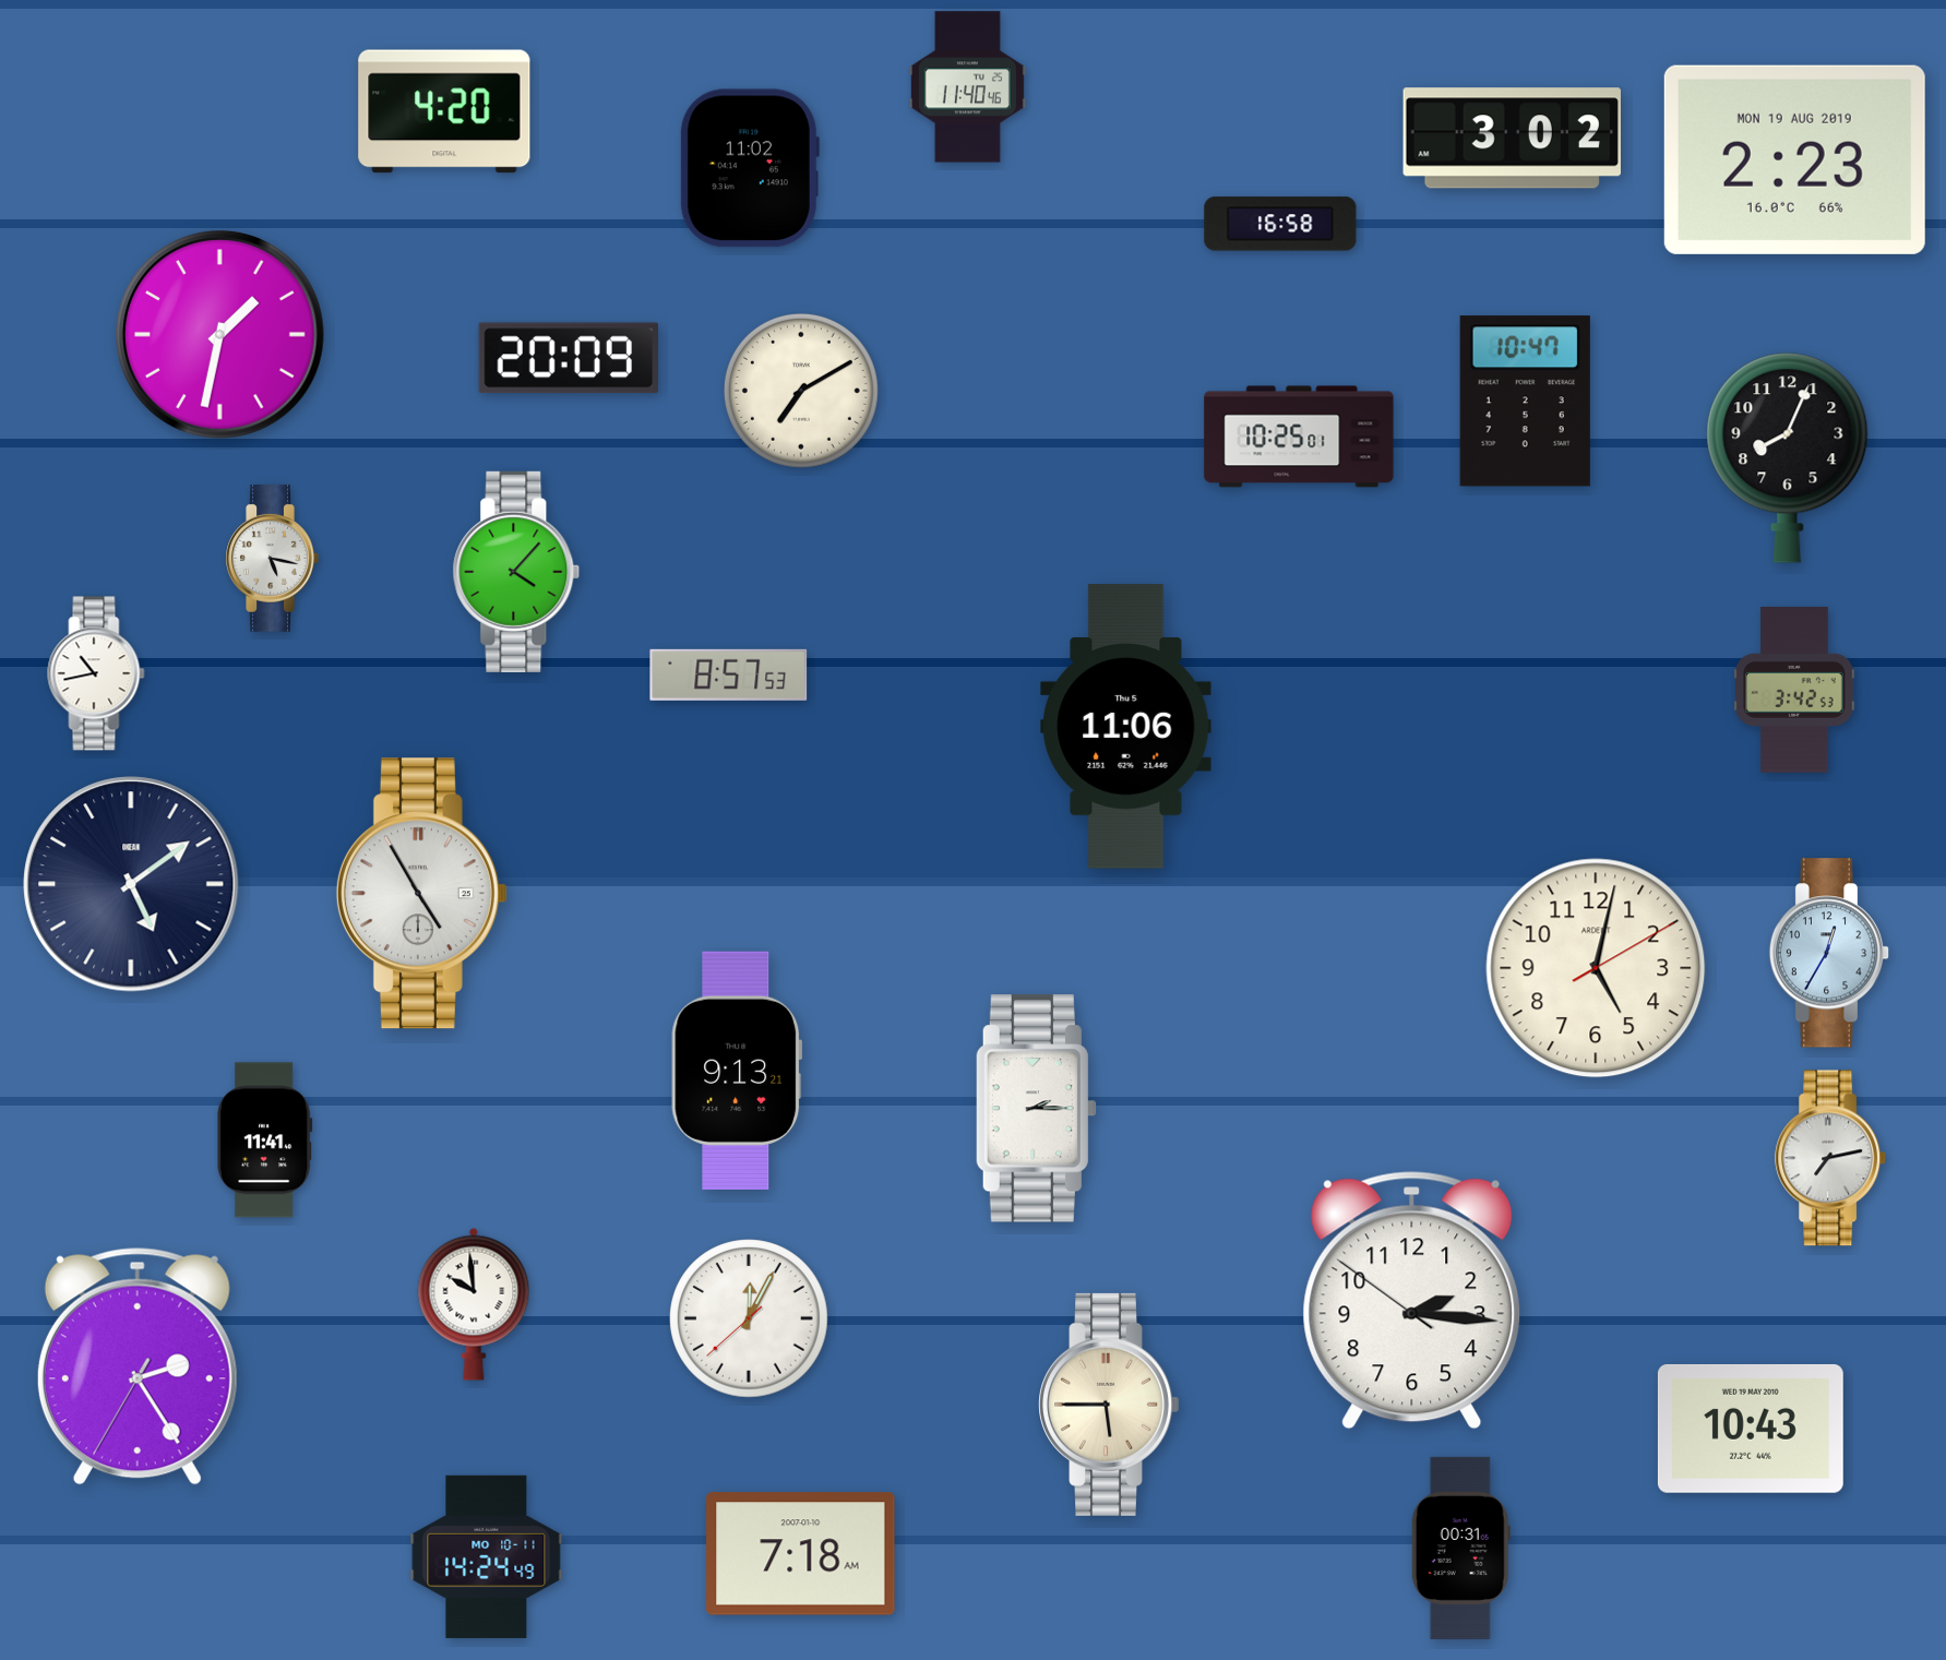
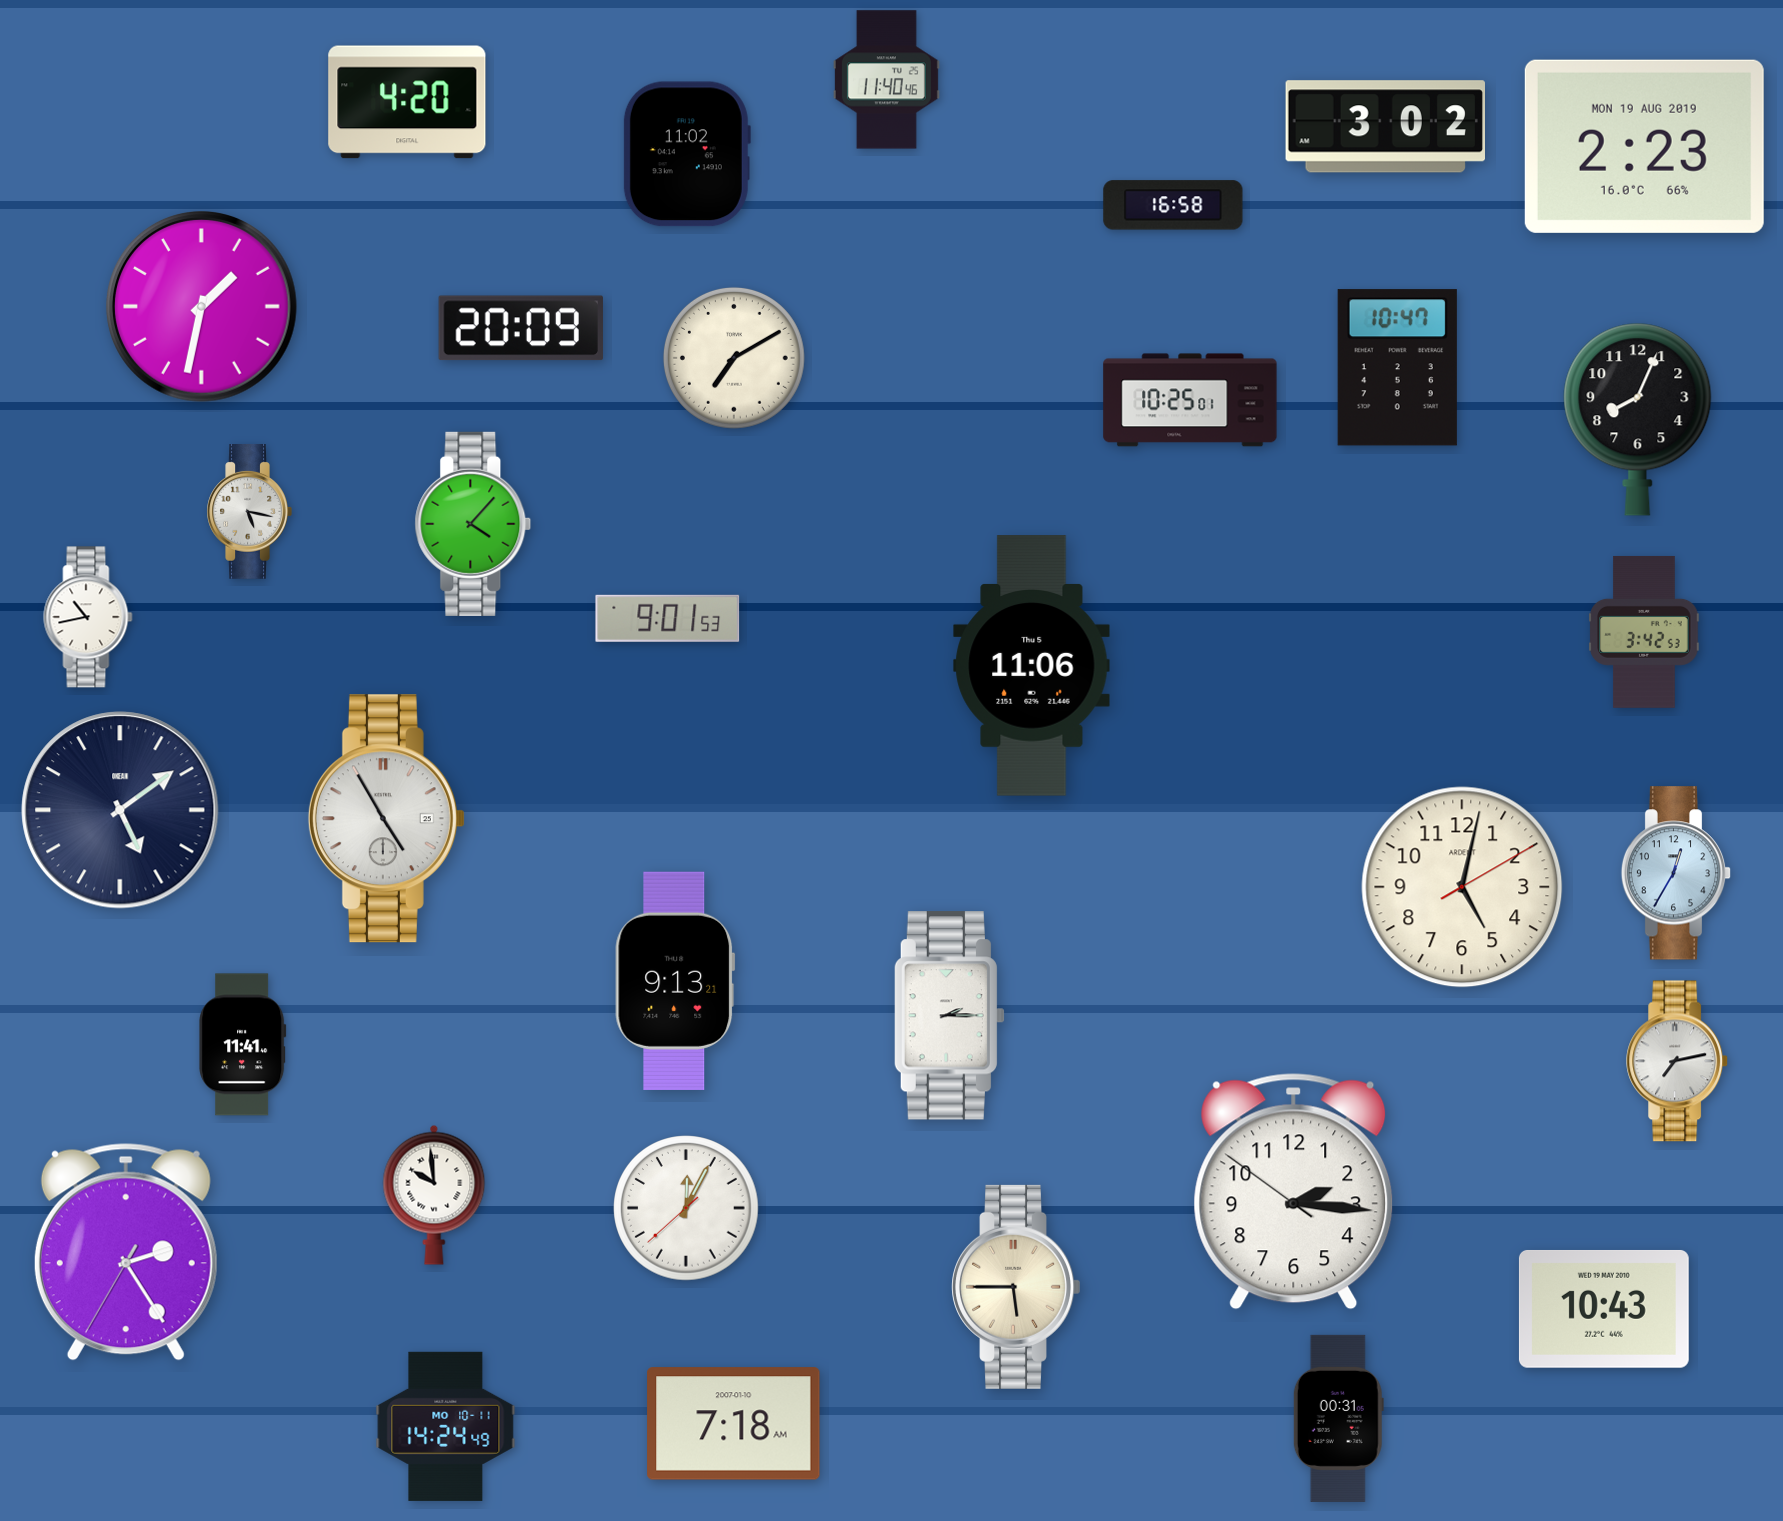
clock at (729, 674): 8:57 -> 9:01
